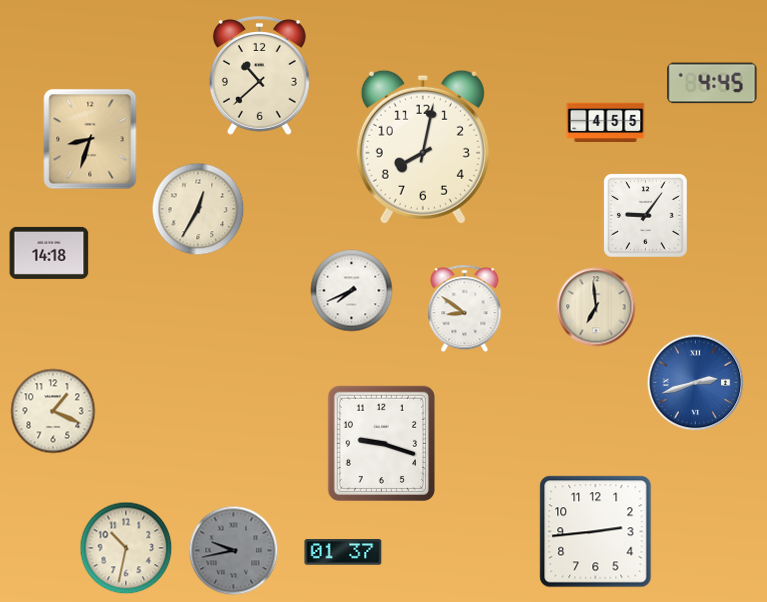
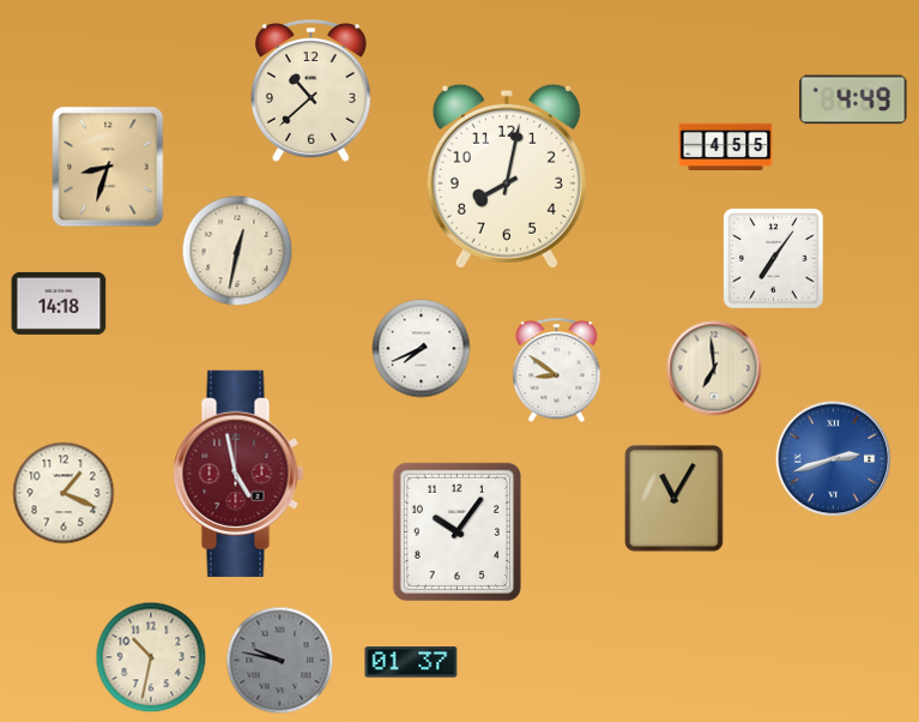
clock at (712, 83): 4:45 -> 4:49
clock at (198, 209): 12:35 -> 12:32
clock at (646, 216): 9:06 -> 7:06
clock at (238, 474): none -> 4:58
clock at (675, 499): none -> 11:05
clock at (381, 443): 9:18 -> 10:06
clock at (596, 532): 2:44 -> none
clock at (234, 551): 9:43 -> 9:47
